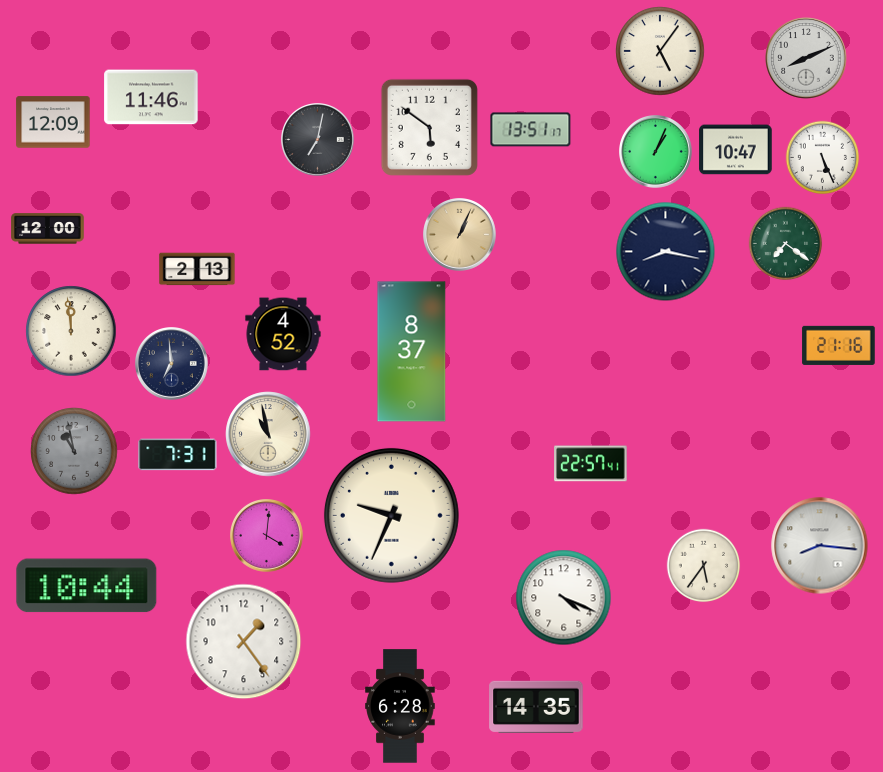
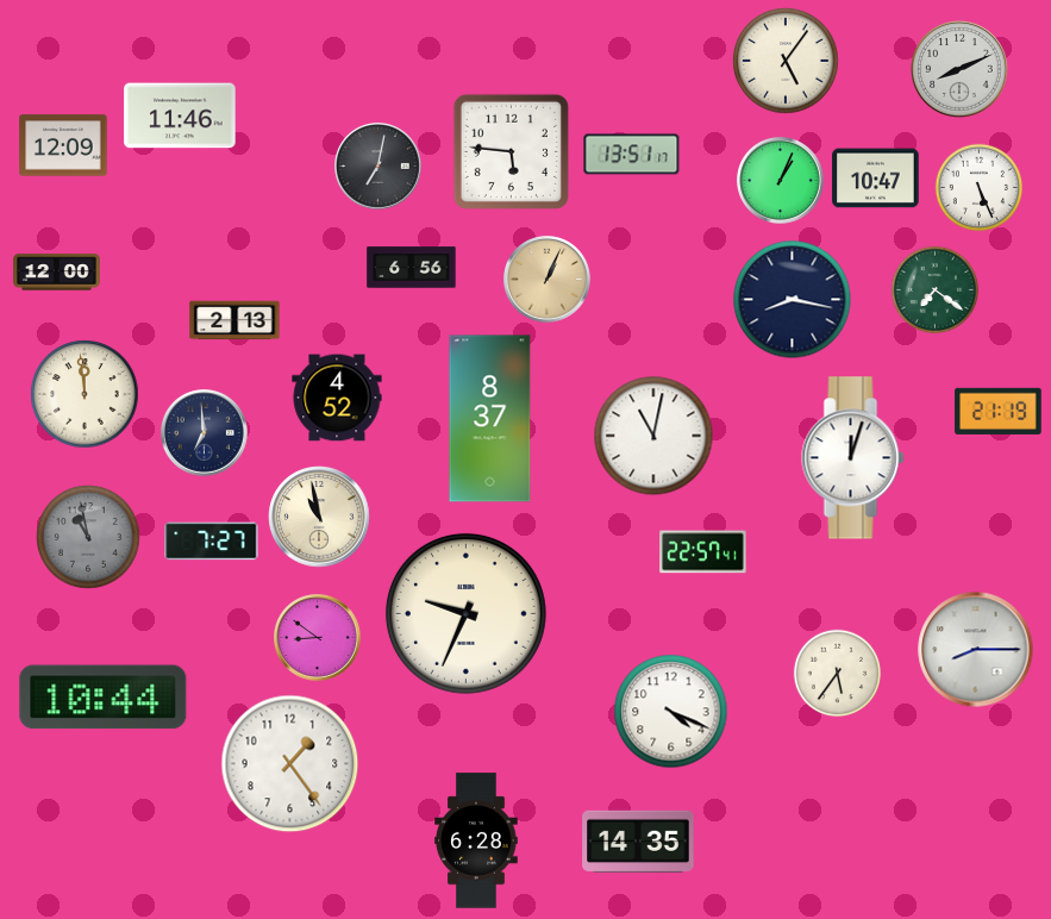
clock at (429, 127): 5:51 -> 5:46
clock at (412, 268): none -> 6:56
clock at (839, 345): 21:16 -> 21:19
clock at (653, 436): none -> 11:02
clock at (853, 458): none -> 12:03
clock at (178, 455): 7:31 -> 7:27
clock at (267, 536): 4:01 -> 8:51
clock at (820, 546): 8:16 -> 8:15
